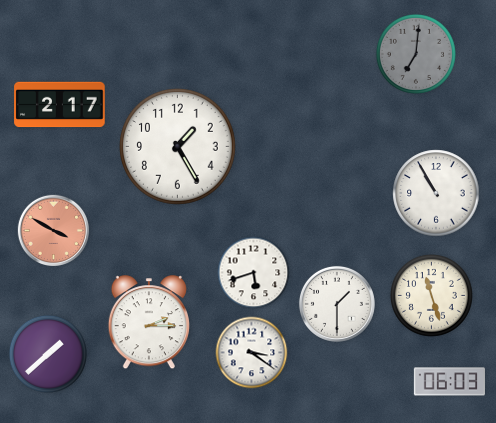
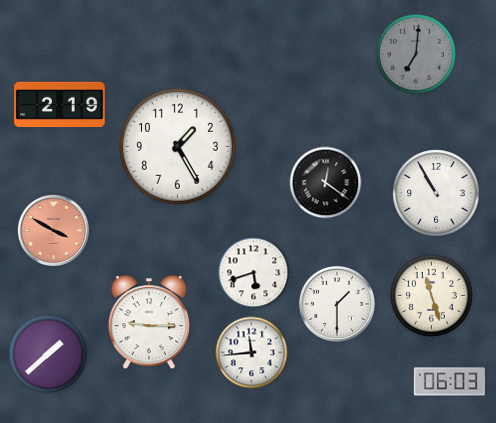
clock at (60, 105): 2:17 -> 2:19
clock at (326, 183): none -> 12:21
clock at (149, 323): 2:15 -> 9:15
clock at (252, 353): 3:21 -> 11:44
